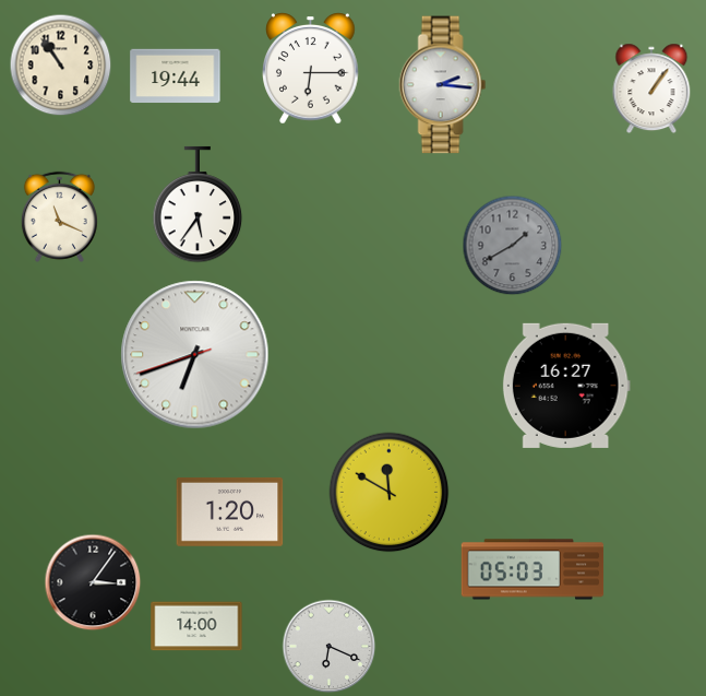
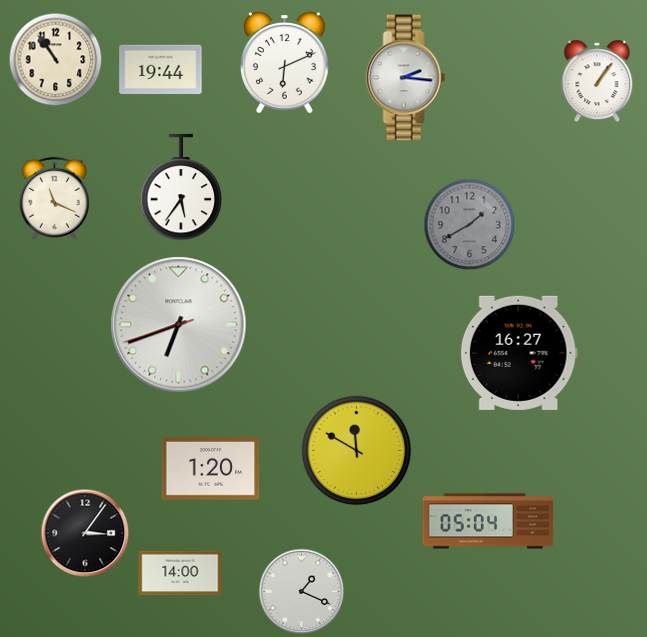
clock at (311, 69): 6:15 -> 6:11
clock at (533, 569): 05:03 -> 05:04
clock at (330, 647): 6:19 -> 1:19
